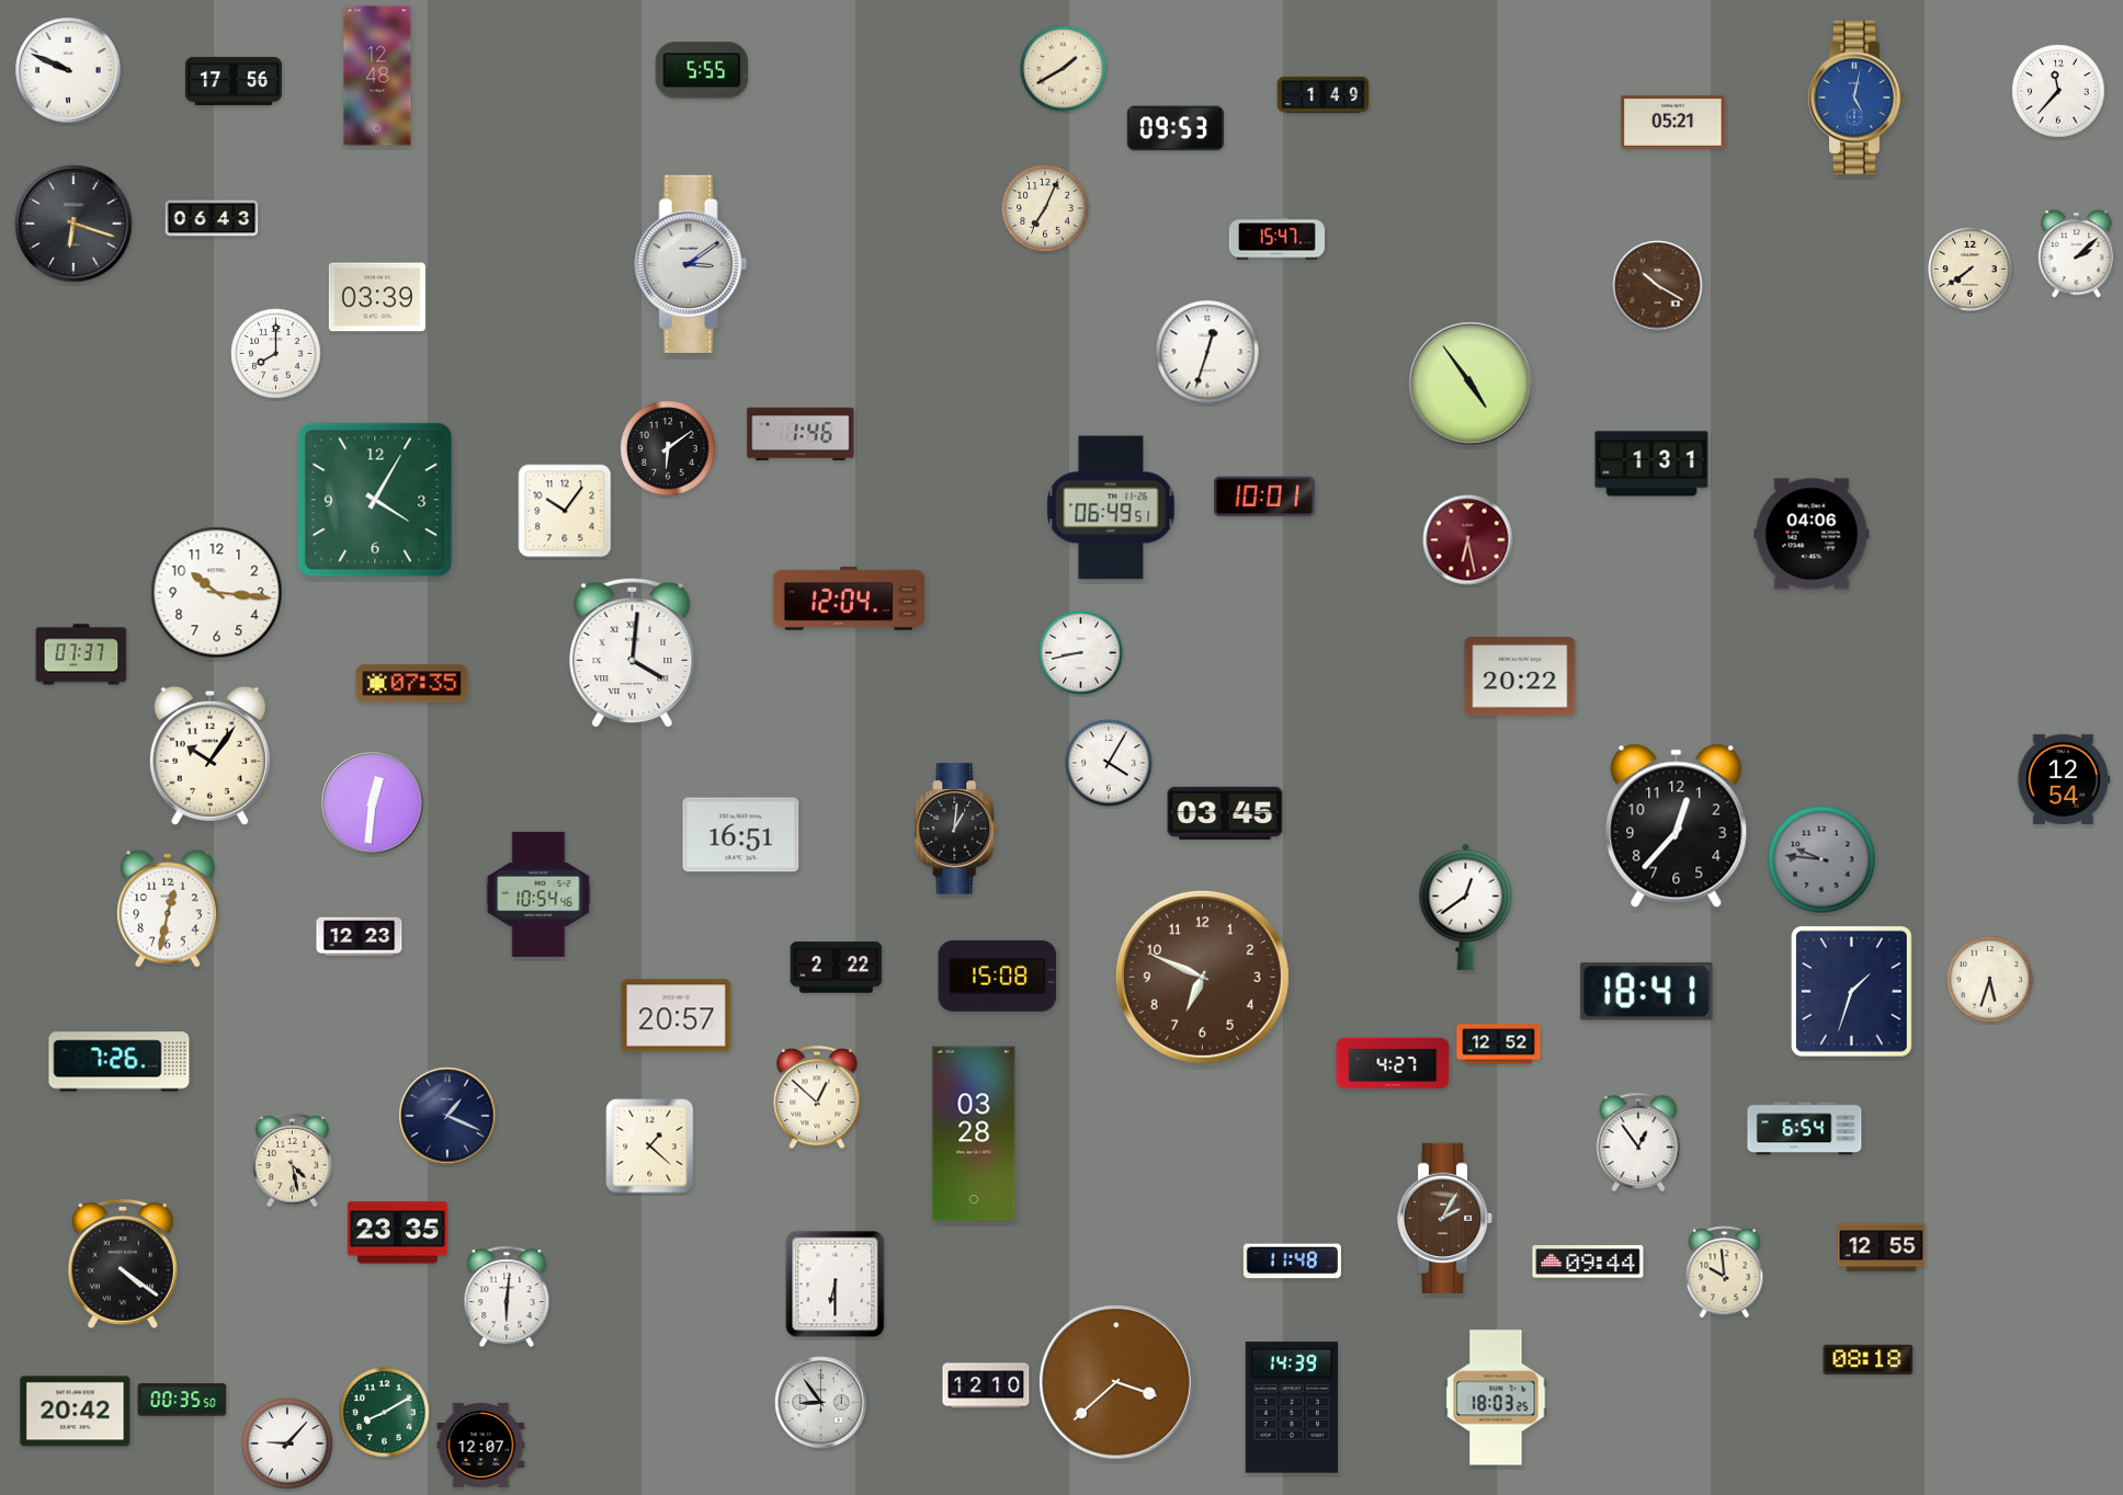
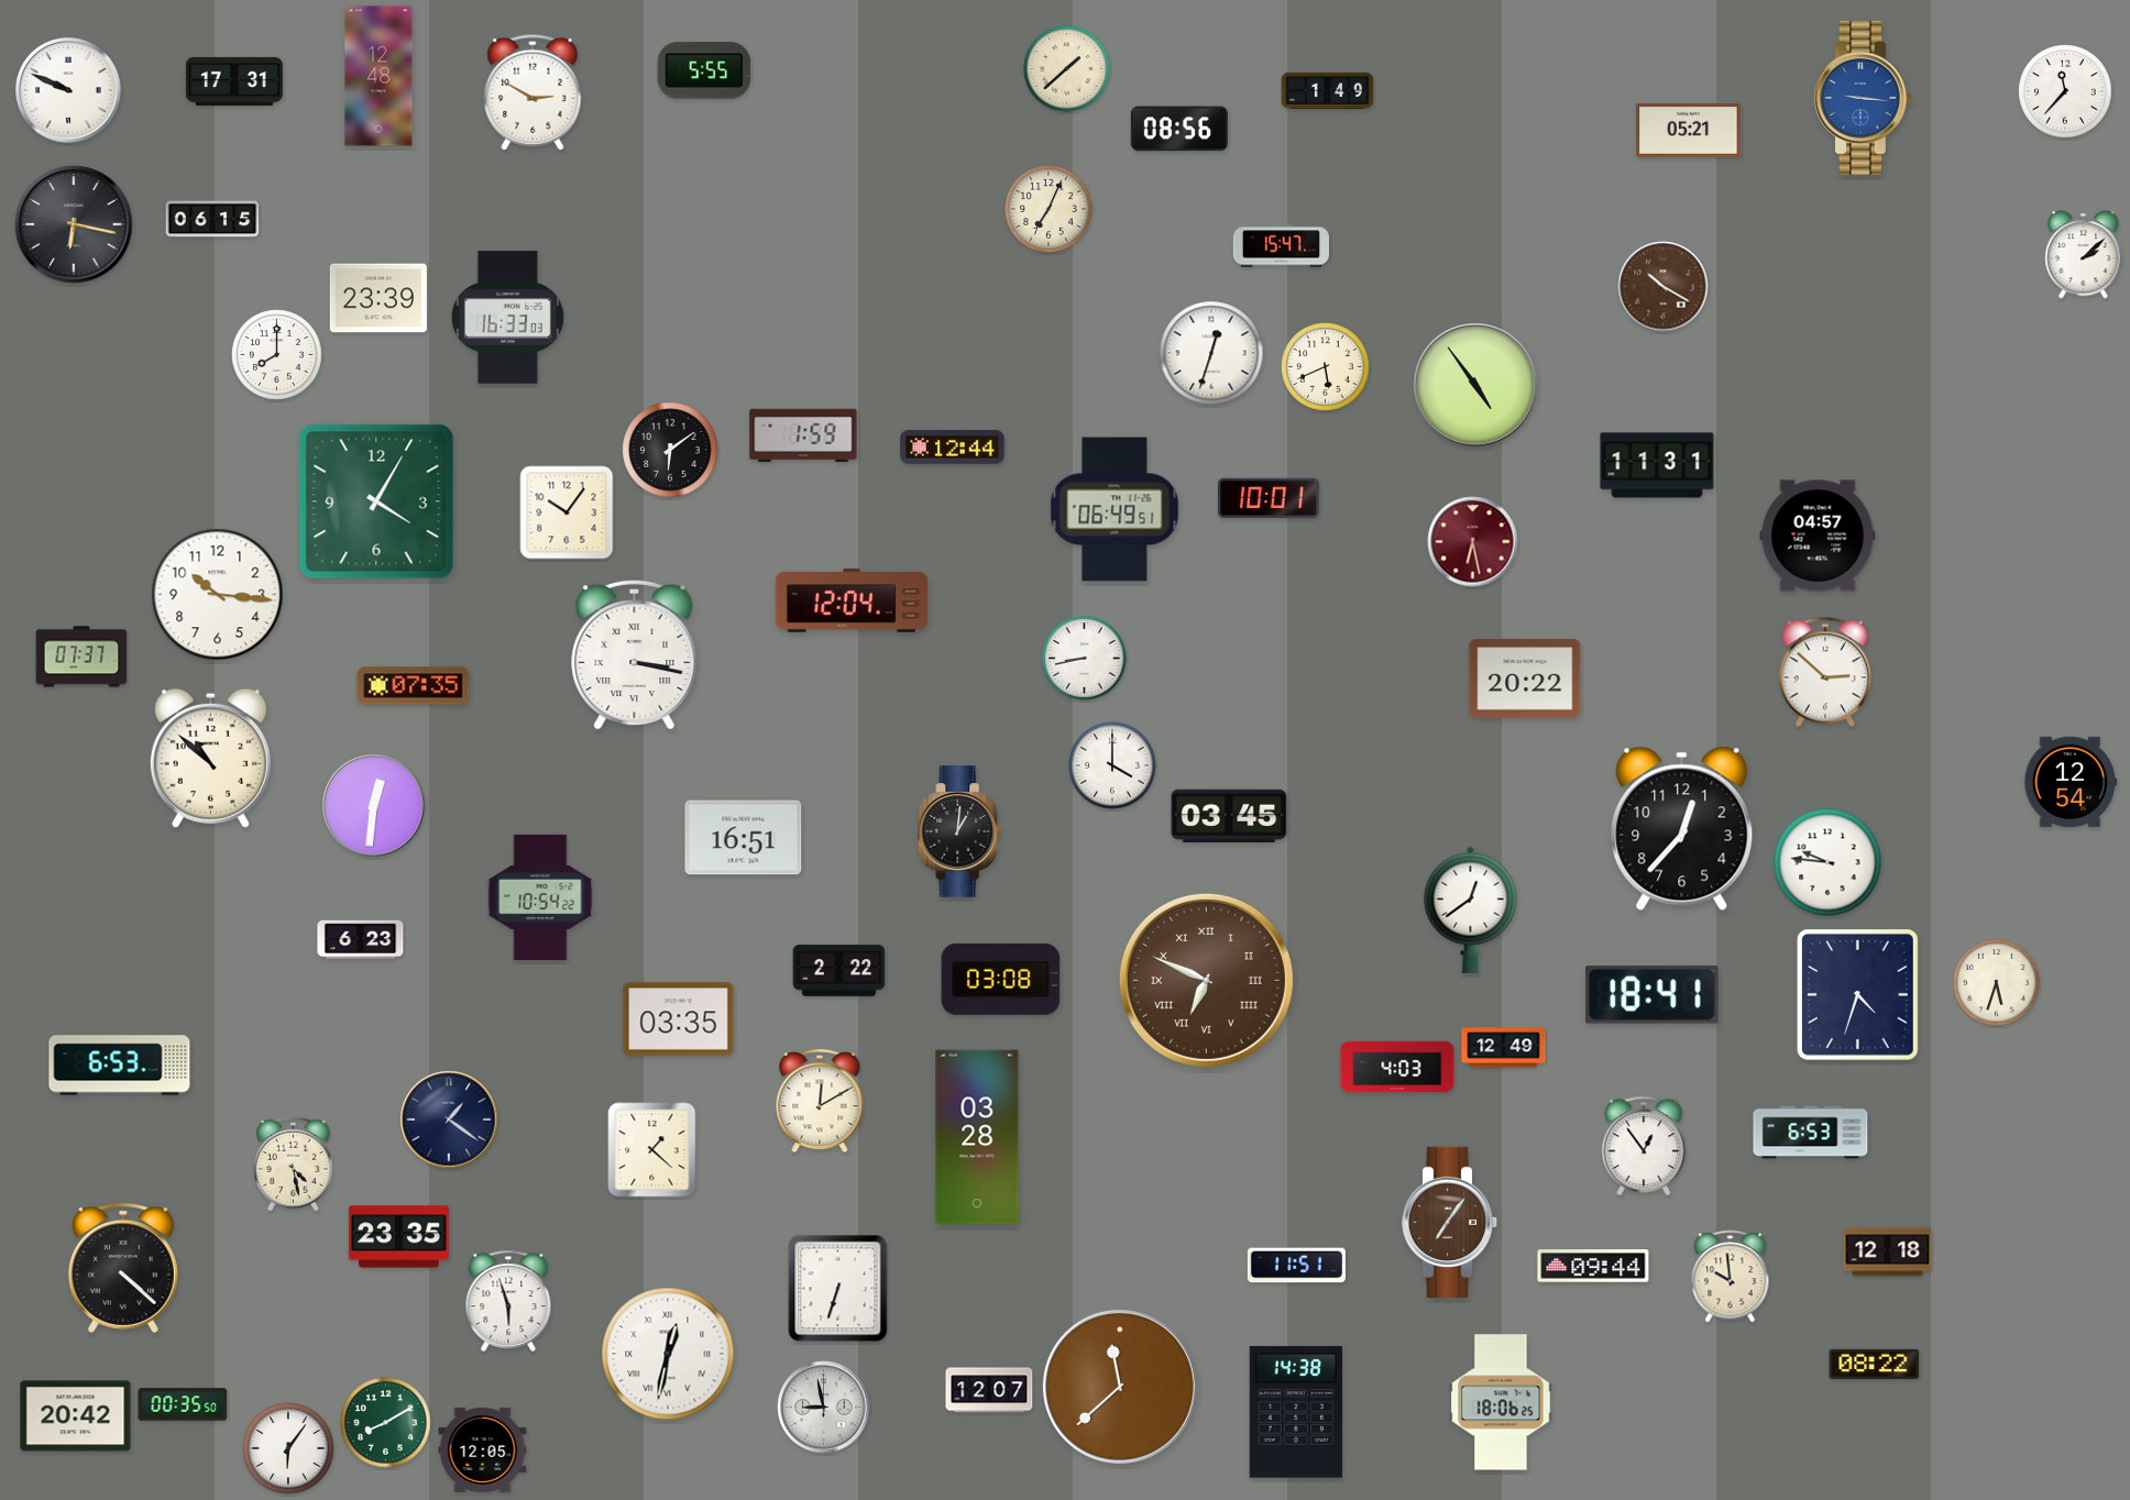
clock at (1064, 69): 1:40 -> 1:38
clock at (68, 70) position: (68, 70) -> (68, 90)
clock at (234, 81): 17:56 -> 17:31
clock at (532, 92): none -> 2:50
clock at (1324, 94) position: (1324, 94) -> (1328, 90)
clock at (1855, 98): 5:02 -> 9:16
clock at (1673, 123) position: (1673, 123) -> (1689, 131)
clock at (1176, 128): 09:53 -> 08:56
clock at (212, 218): 06:43 -> 06:15
clock at (73, 224): 6:18 -> 6:17
clock at (1276, 239) position: (1276, 239) -> (1281, 246)
clock at (691, 264): 3:09 -> none
clock at (1971, 270): 7:39 -> none
clock at (377, 297): 03:39 -> 23:39
clock at (507, 318): none -> 16:33
clock at (1326, 367): none -> 5:41
clock at (801, 434): 1:46 -> 1:59
clock at (953, 448): none -> 12:44
clock at (1651, 464): 1:31 -> 11:31
clock at (1812, 534): 04:06 -> 04:57
clock at (633, 652): 4:01 -> 3:17
clock at (1081, 653) position: (1081, 653) -> (1085, 659)
clock at (1824, 672): none -> 2:52
clock at (209, 755): 10:06 -> 10:52
clock at (1109, 763): 4:05 -> 4:00
clock at (1821, 859) dial: grey -> white
clock at (538, 894): 10:54:46 -> 10:54:22
clock at (169, 909): 12:32 -> none
clock at (360, 936): 12:23 -> 6:23
clock at (998, 975): 15:08 -> 03:08
clock at (1202, 977) numerals: Arabic -> Roman
clock at (1851, 991): 1:33 -> 4:33
clock at (677, 1016): 20:57 -> 03:35
clock at (1499, 1045): 12:52 -> 12:49
clock at (120, 1062): 7:26 -> 6:53
clock at (1393, 1063): 4:27 -> 4:03
clock at (817, 1097): 12:52 -> 12:10
clock at (447, 1116): 1:19 -> 1:21
clock at (1805, 1129): 6:54 -> 6:53
clock at (1445, 1218): 2:05 -> 7:06
clock at (1882, 1248): 12:55 -> 12:18
clock at (1292, 1262): 11:48 -> 11:51
clock at (123, 1264): 4:21 -> 4:22
clock at (836, 1285): 6:30 -> 6:33
clock at (507, 1297): 6:01 -> 5:57
clock at (668, 1354): none -> 12:32
clock at (1869, 1359): 08:18 -> 08:22
clock at (1116, 1382): 3:38 -> 11:38
clock at (986, 1385): 12:10 -> 12:07
clock at (1496, 1397): 18:03 -> 18:06
clock at (821, 1403): 8:54 -> 8:58
clock at (1292, 1407): 14:39 -> 14:38
clock at (385, 1413) position: (385, 1413) -> (386, 1423)
clock at (287, 1443): 9:07 -> 6:06
clock at (481, 1445): 12:07 -> 12:05
